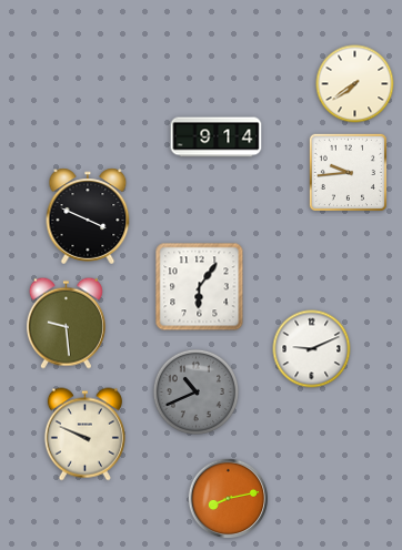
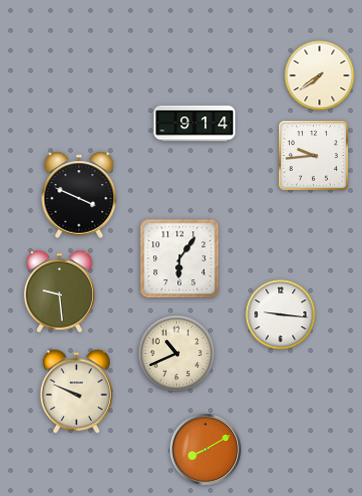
clock at (312, 349): 9:11 -> 9:16
clock at (197, 393) dial: grey -> cream
clock at (229, 499): 8:13 -> 8:10
